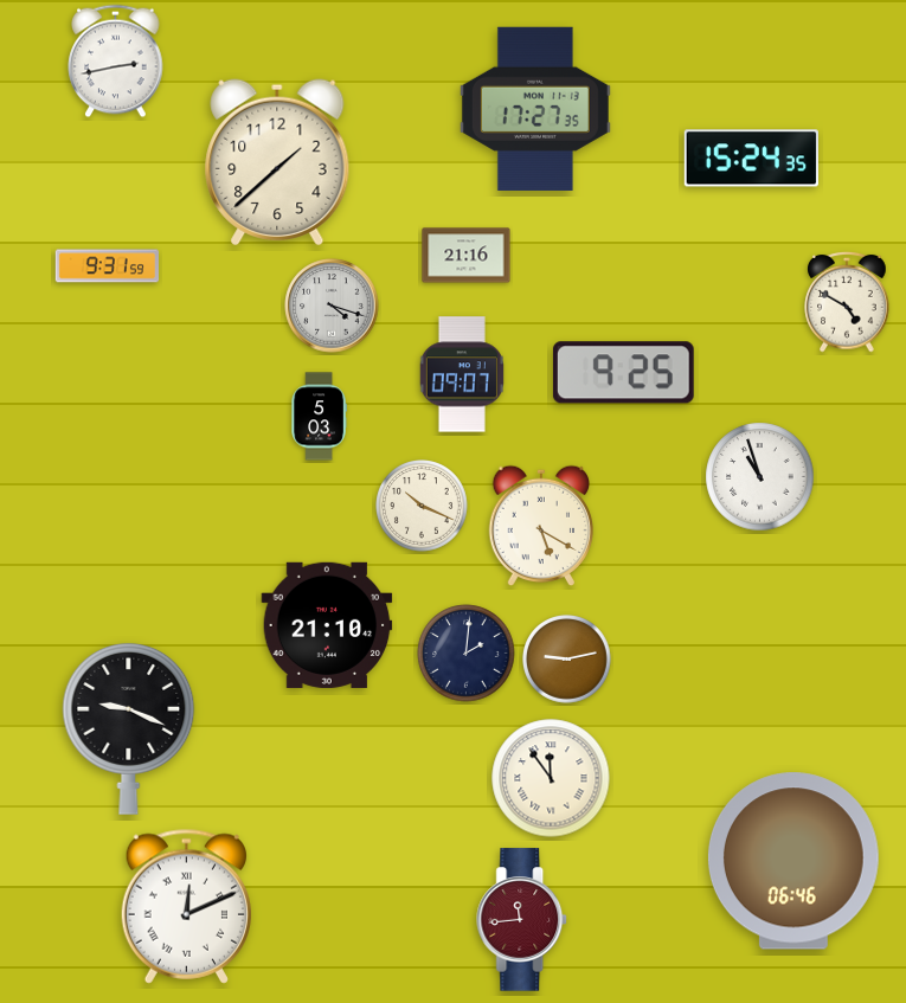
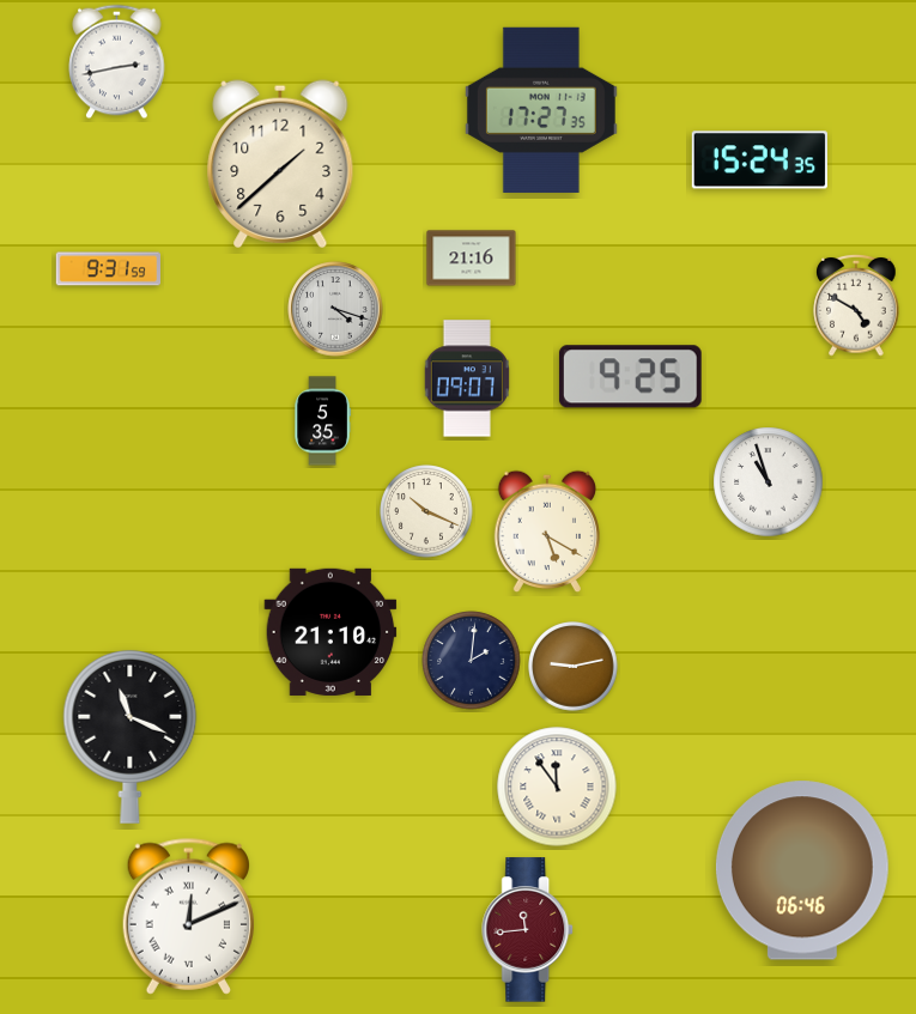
clock at (319, 417): 5:03 -> 5:35
clock at (129, 728): 9:19 -> 11:19
